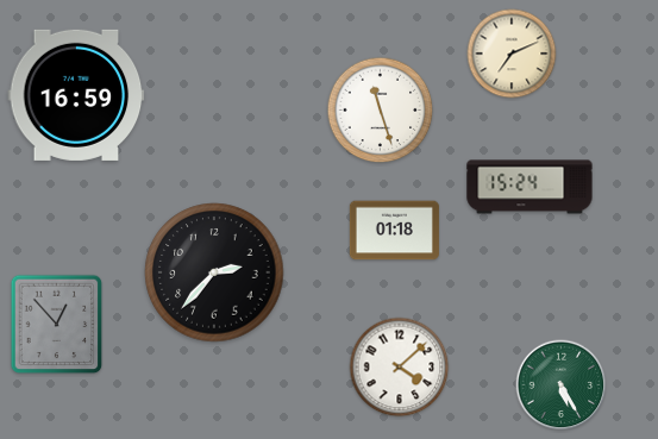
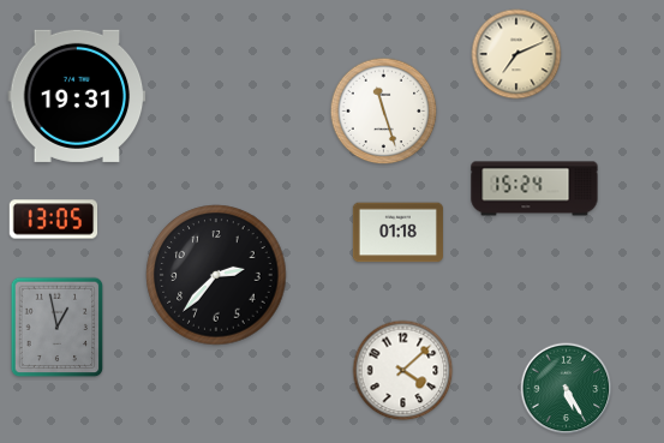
clock at (76, 95): 16:59 -> 19:31
clock at (54, 220): none -> 13:05
clock at (57, 325): 12:53 -> 12:58
